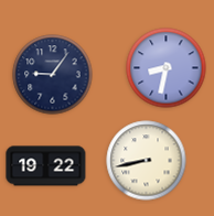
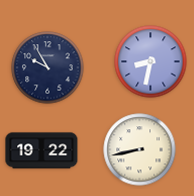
clock at (53, 75): 9:06 -> 9:55
clock at (147, 161) position: (147, 161) -> (140, 150)
